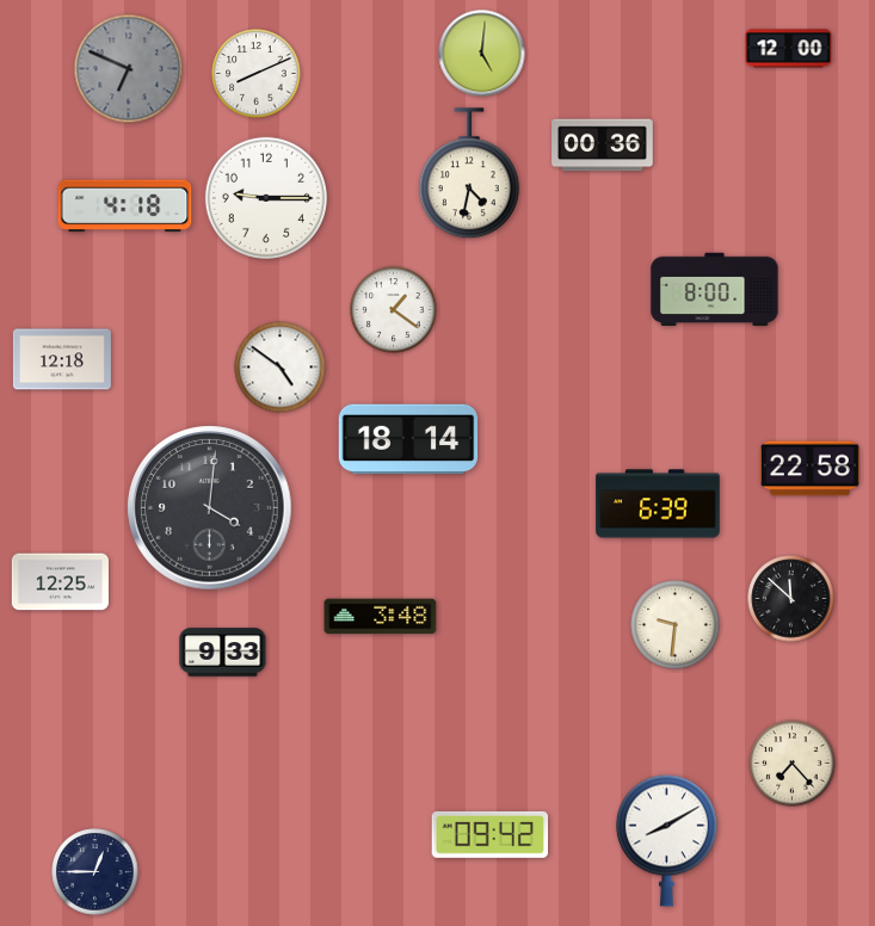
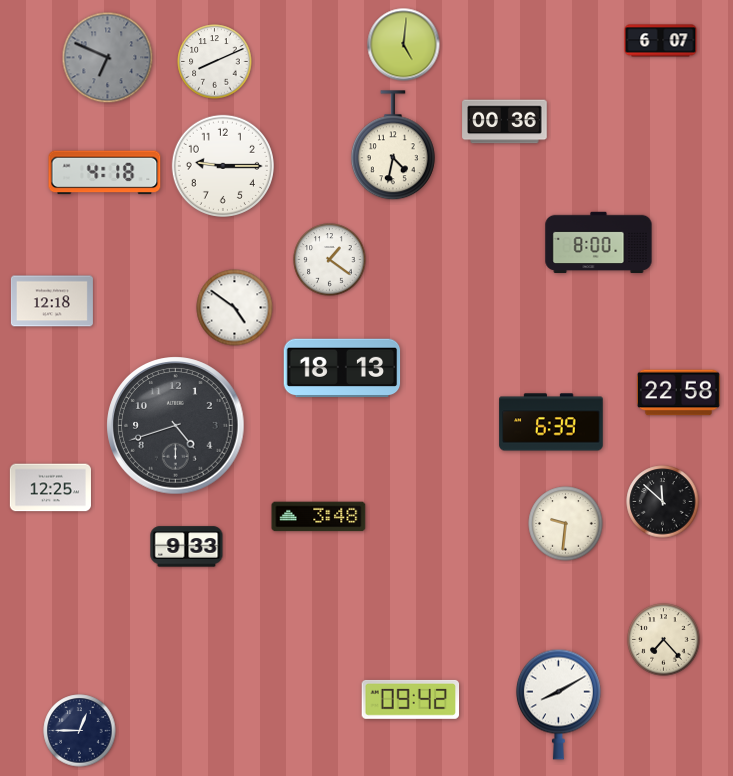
clock at (789, 49): 12:00 -> 6:07
clock at (408, 439): 18:14 -> 18:13
clock at (210, 508): 4:01 -> 4:42
